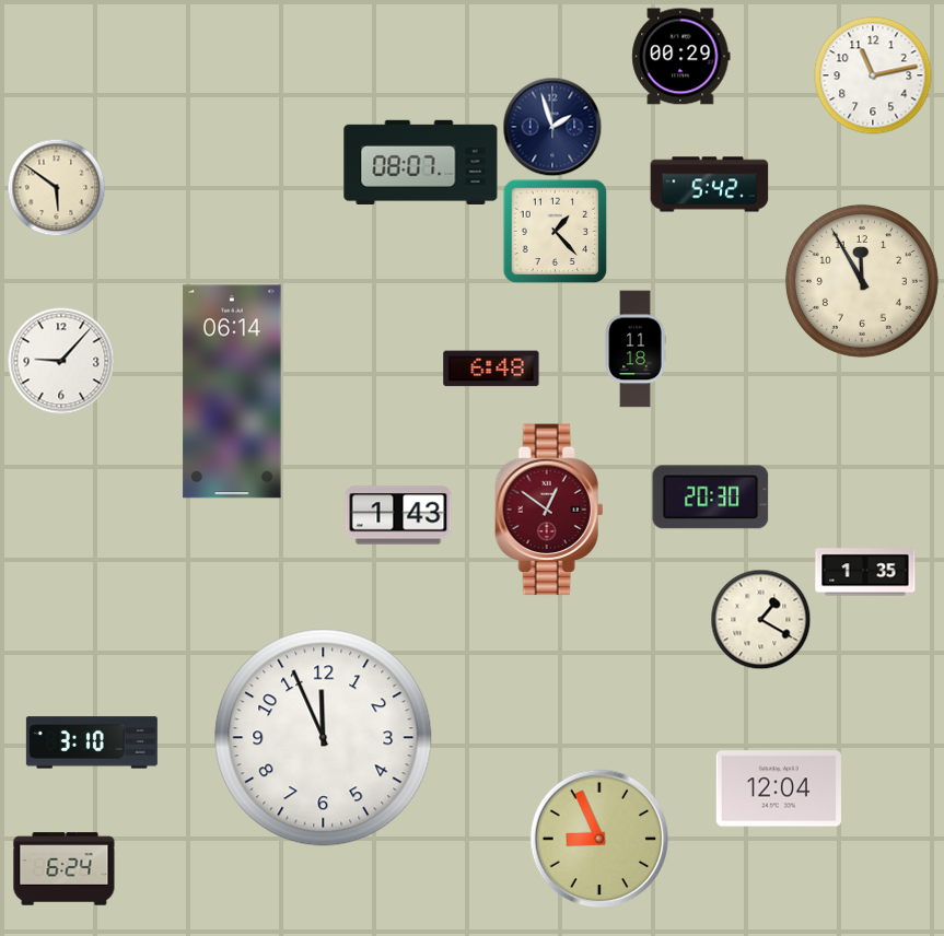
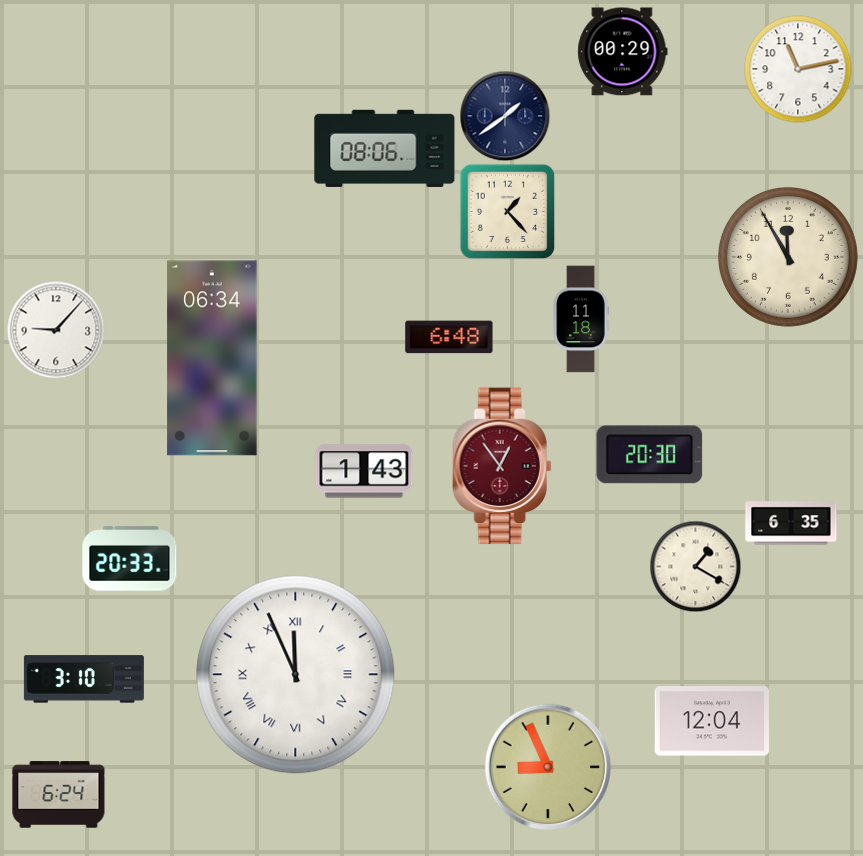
clock at (552, 127): 1:57 -> 1:39
clock at (421, 162): 08:07 -> 08:06
clock at (710, 185): 5:42 -> none
clock at (56, 187): 5:51 -> none
clock at (232, 391): 06:14 -> 06:34
clock at (549, 510): 12:51 -> 12:54
clock at (865, 572): 1:35 -> 6:35
clock at (130, 559): none -> 20:33
clock at (324, 738) numerals: Arabic -> Roman
